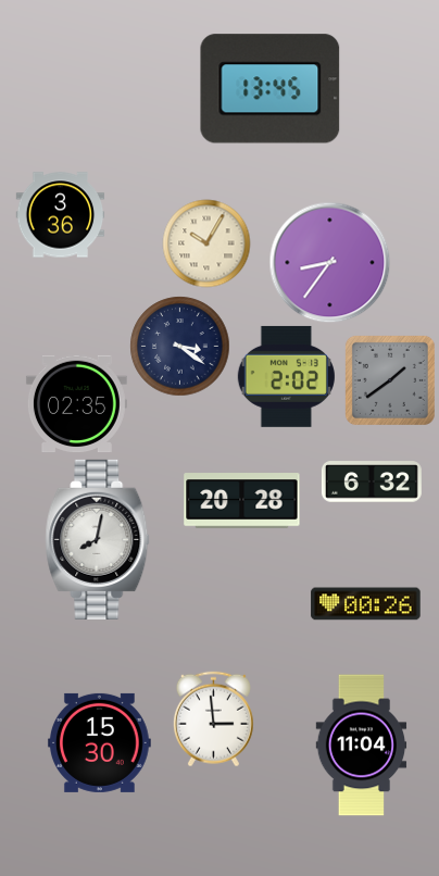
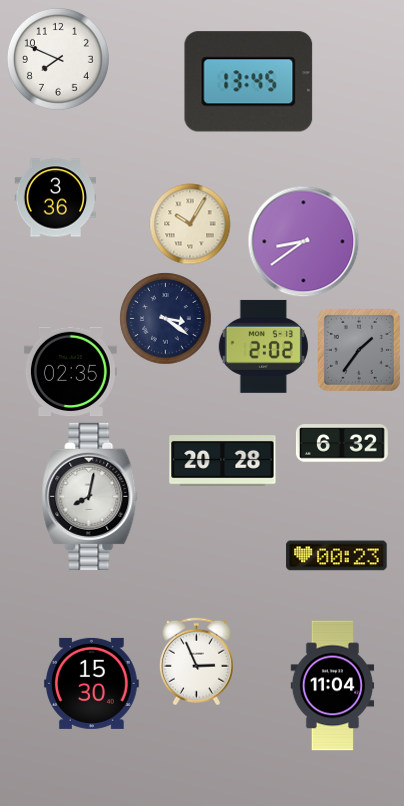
clock at (58, 59): none -> 7:49
clock at (329, 262): 8:36 -> 8:39
clock at (390, 380): 1:39 -> 1:36
clock at (366, 604): 00:26 -> 00:23
clock at (213, 718): 2:59 -> 2:56
